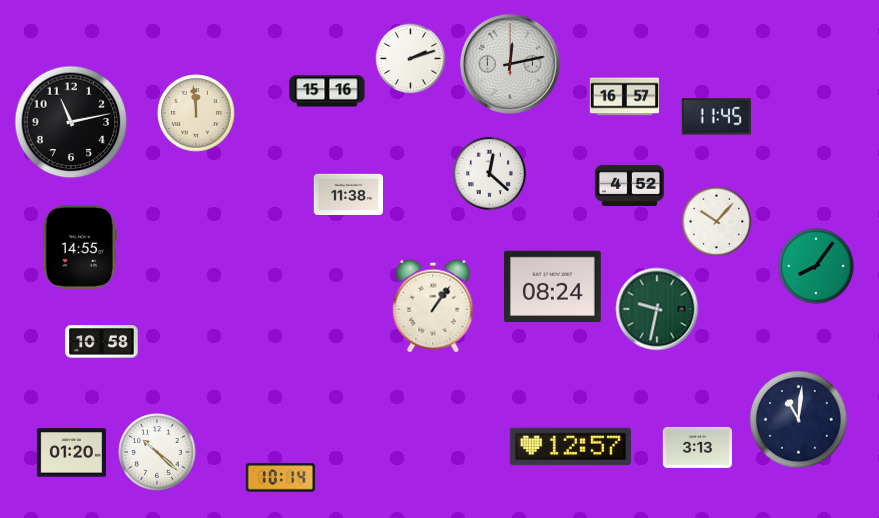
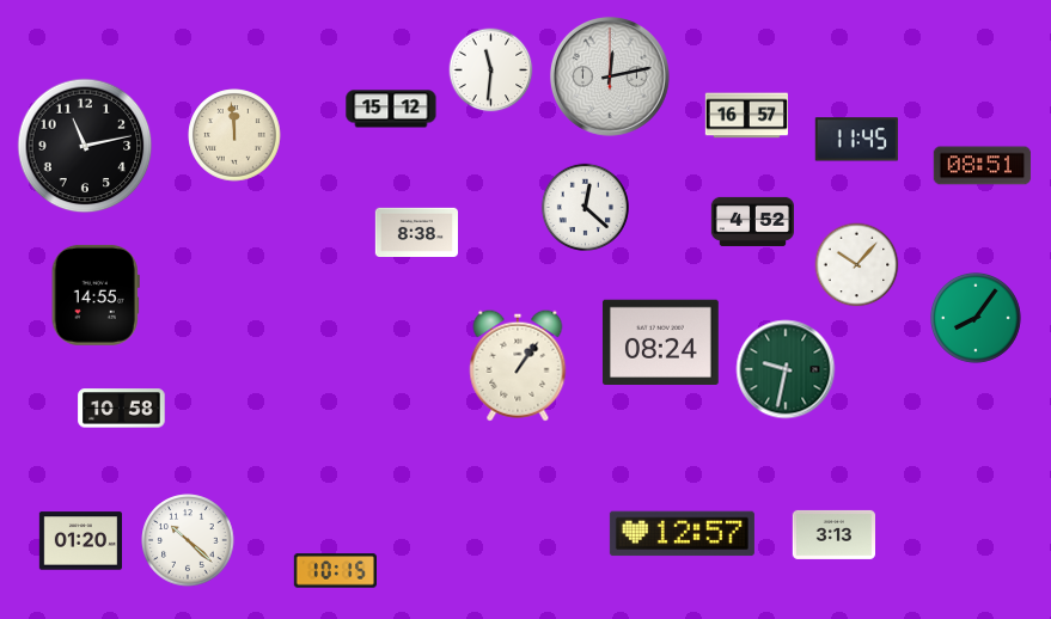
clock at (411, 59): 2:12 -> 11:31
clock at (327, 91): 15:16 -> 15:12
clock at (983, 166): none -> 08:51
clock at (348, 194): 11:38 -> 8:38
clock at (798, 419): 11:01 -> none
clock at (71, 453) position: (71, 453) -> (80, 541)
clock at (280, 478): 10:14 -> 10:15
